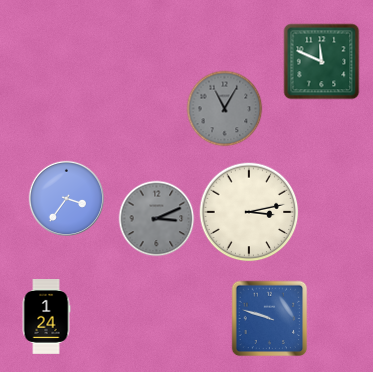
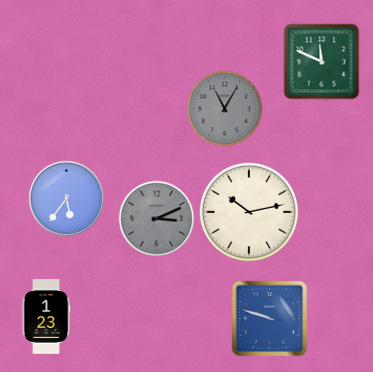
clock at (67, 199): 3:36 -> 5:36
clock at (249, 212): 3:13 -> 10:13
clock at (46, 317): 1:24 -> 1:23
